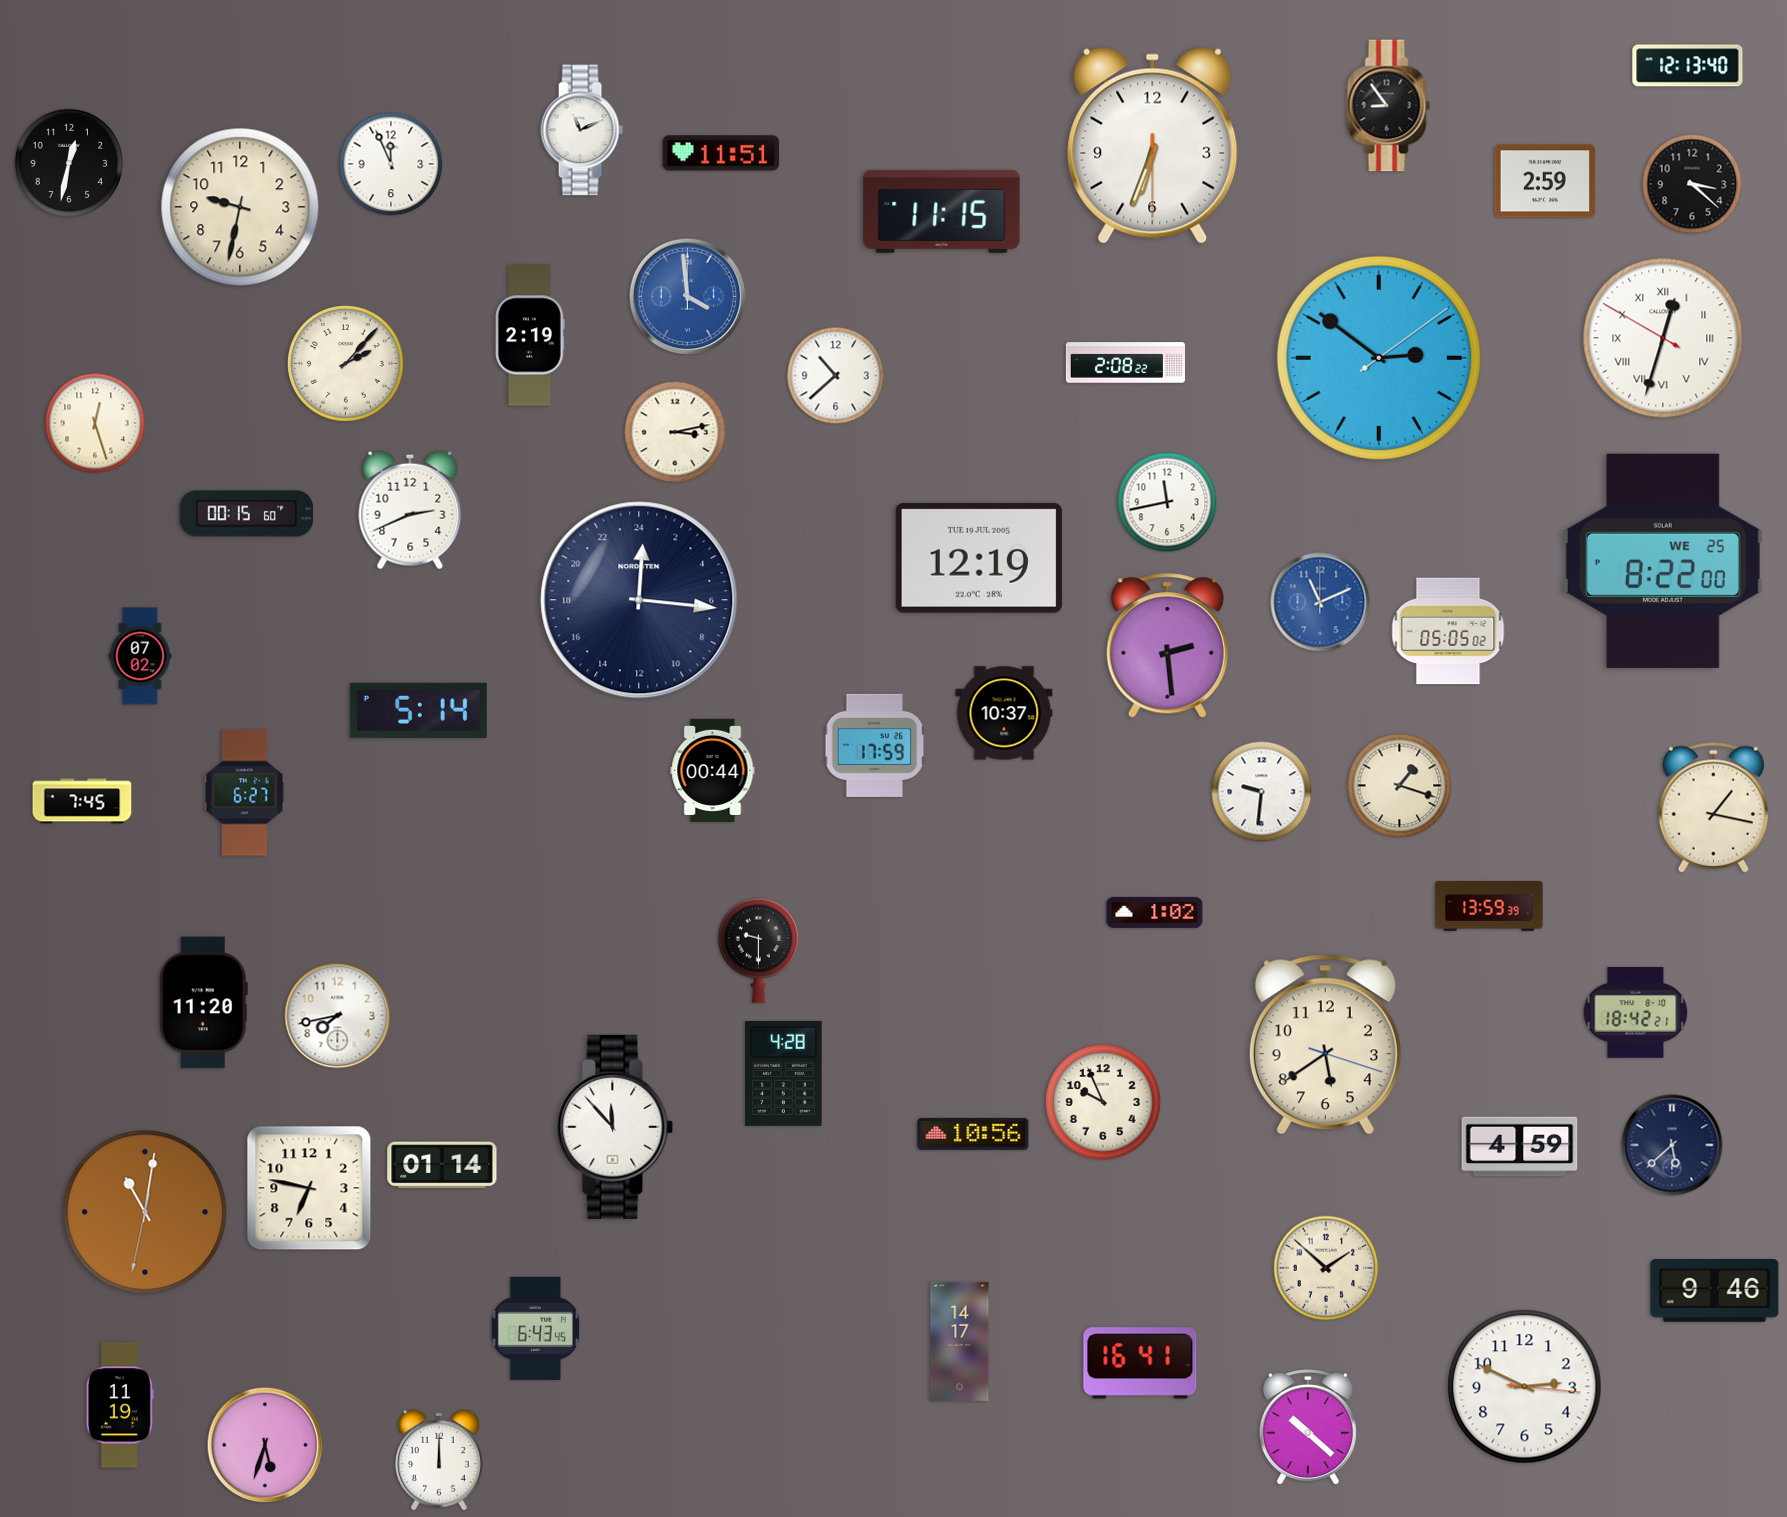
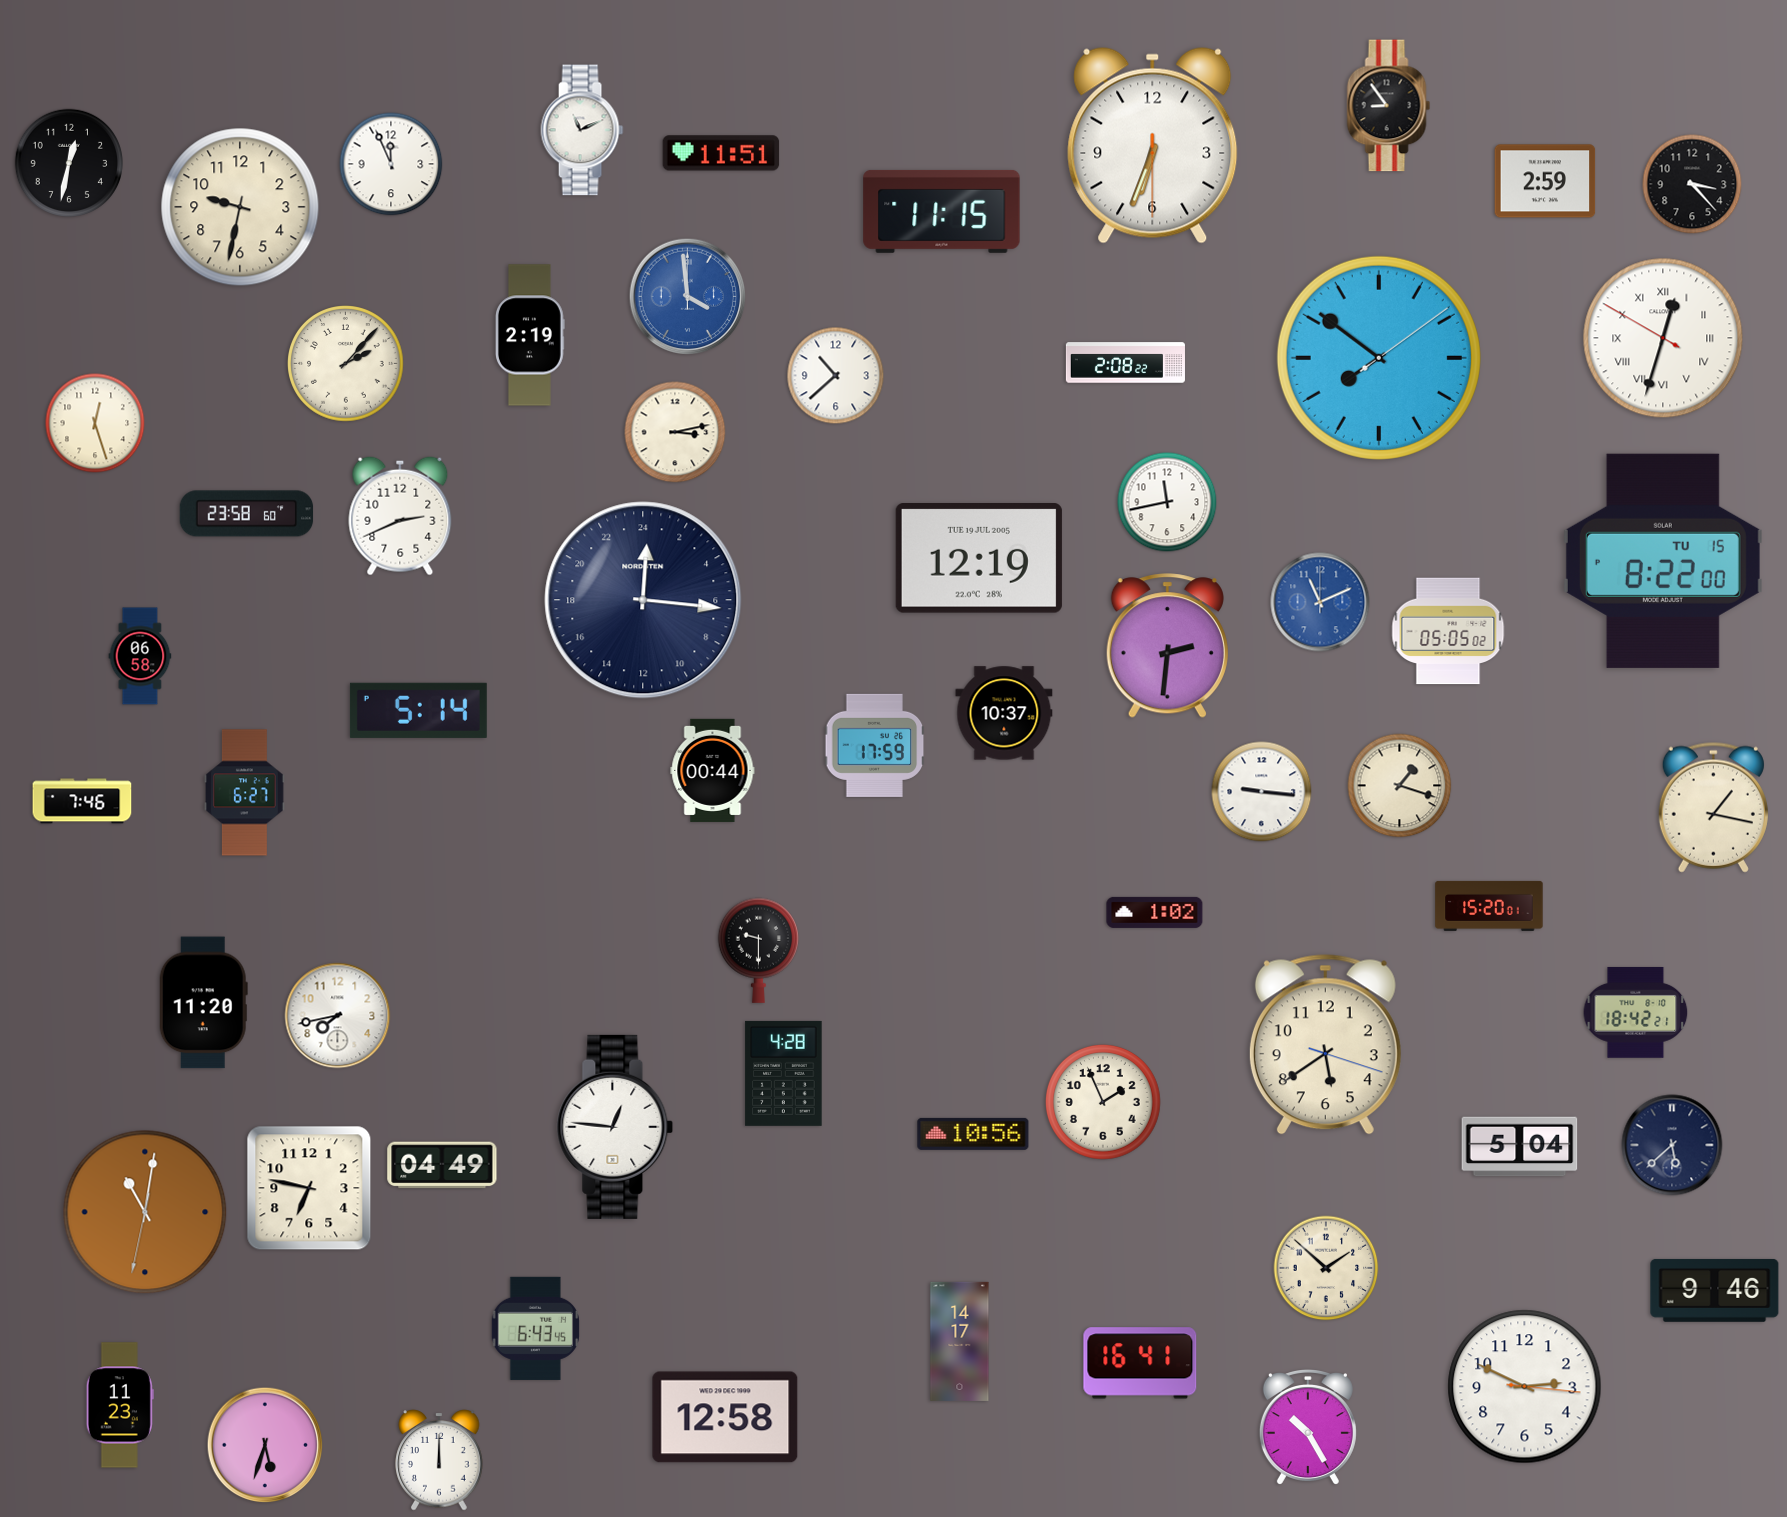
clock at (1688, 66): 12:13 -> none
clock at (1692, 184): 3:22 -> 3:23
clock at (1379, 358): 2:51 -> 7:51
clock at (410, 510) position: (410, 510) -> (400, 516)
clock at (247, 514): 00:15 -> 23:58
clock at (1663, 561) date: WE 25 -> TU 15
clock at (639, 600) position: (639, 600) -> (643, 600)
clock at (1167, 646): 2:29 -> 2:31
clock at (140, 656): 07:02 -> 06:58
clock at (1262, 792): 9:31 -> 9:16
clock at (82, 801): 7:45 -> 7:46
clock at (1489, 906): 13:59 -> 15:20
clock at (1103, 1102): 9:56 -> 1:56
clock at (615, 1127): 11:53 -> 12:46
clock at (1520, 1147): 4:59 -> 5:04
clock at (442, 1165): 01:14 -> 04:49
clock at (120, 1405): 11:19 -> 11:23
clock at (725, 1417): none -> 12:58
clock at (1308, 1427): 10:22 -> 10:25
